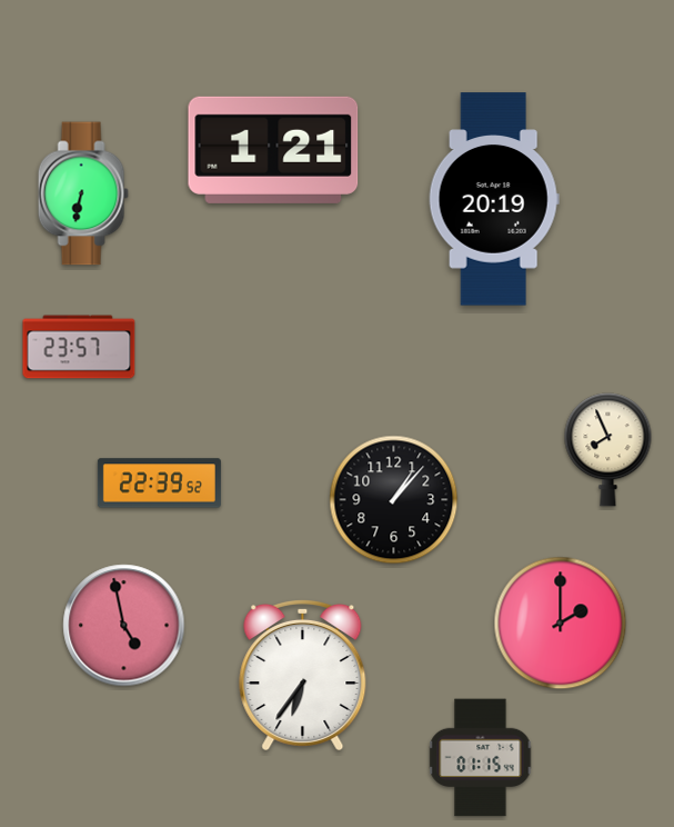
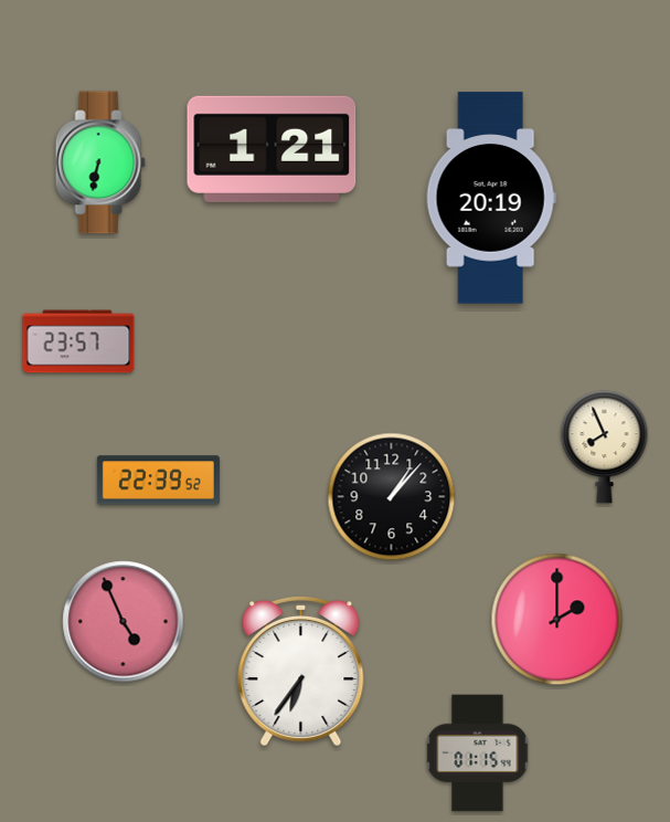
clock at (83, 193) position: (83, 193) -> (100, 162)
clock at (79, 347) position: (79, 347) -> (78, 341)
clock at (124, 626): 4:58 -> 4:56
